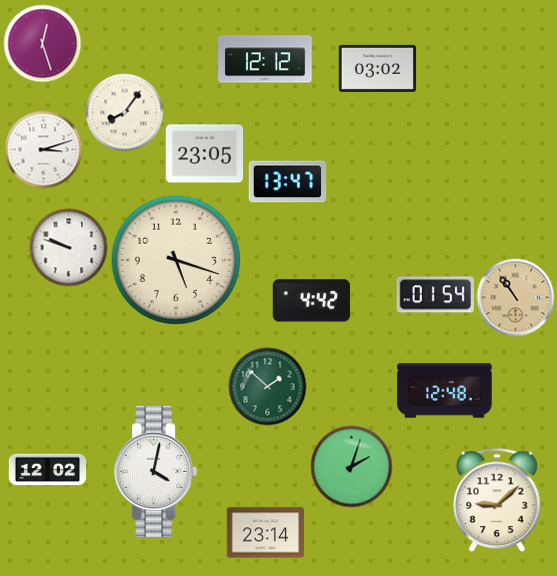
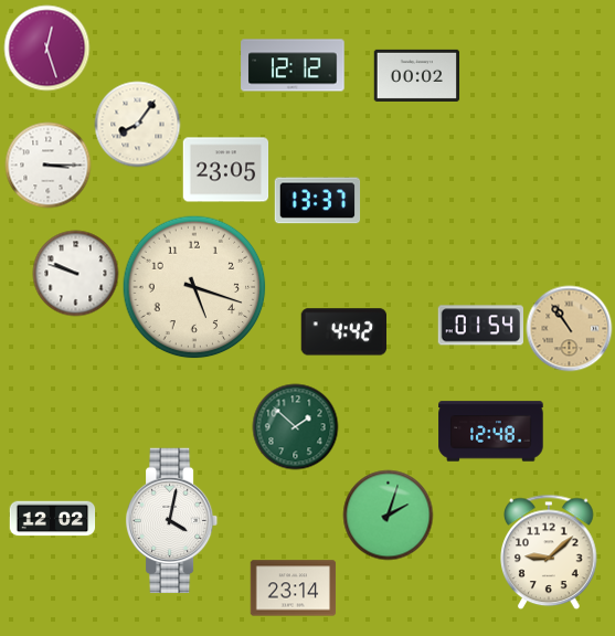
clock at (377, 68): 03:02 -> 00:02
clock at (43, 149): 3:12 -> 3:15
clock at (287, 182): 13:47 -> 13:37
